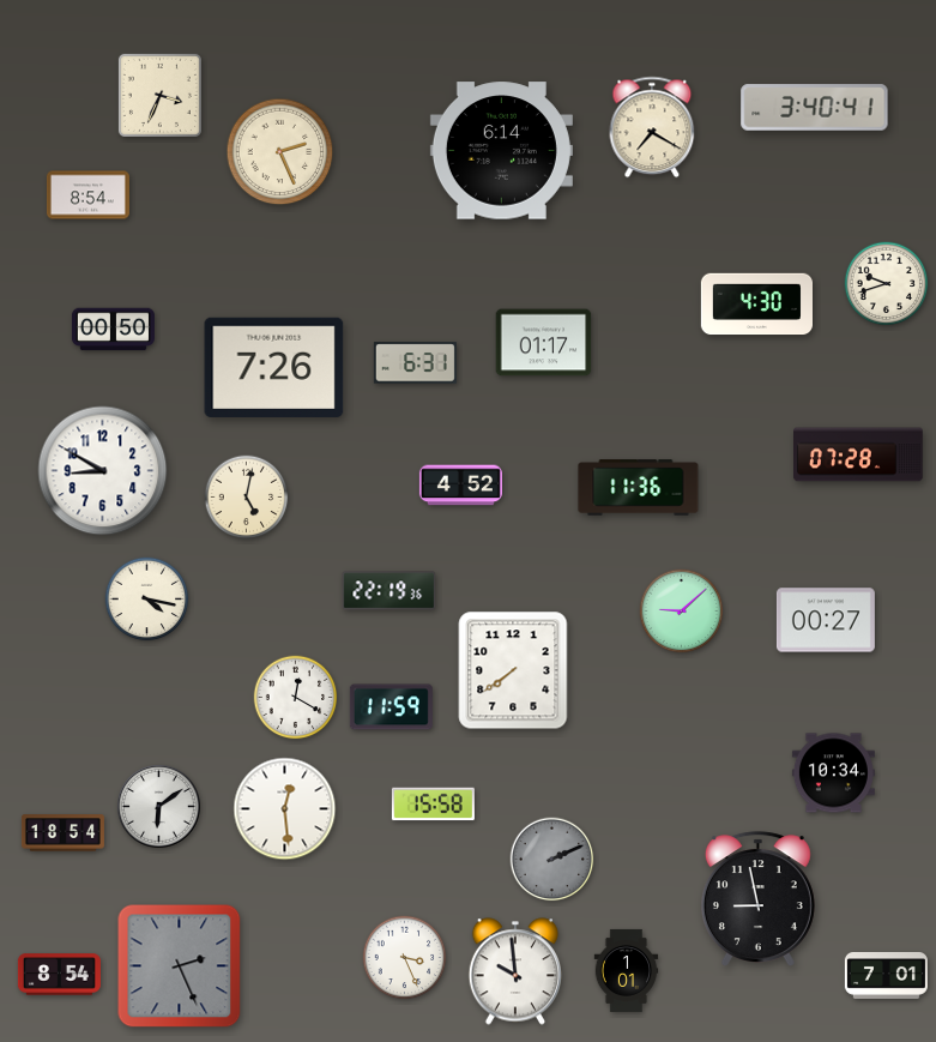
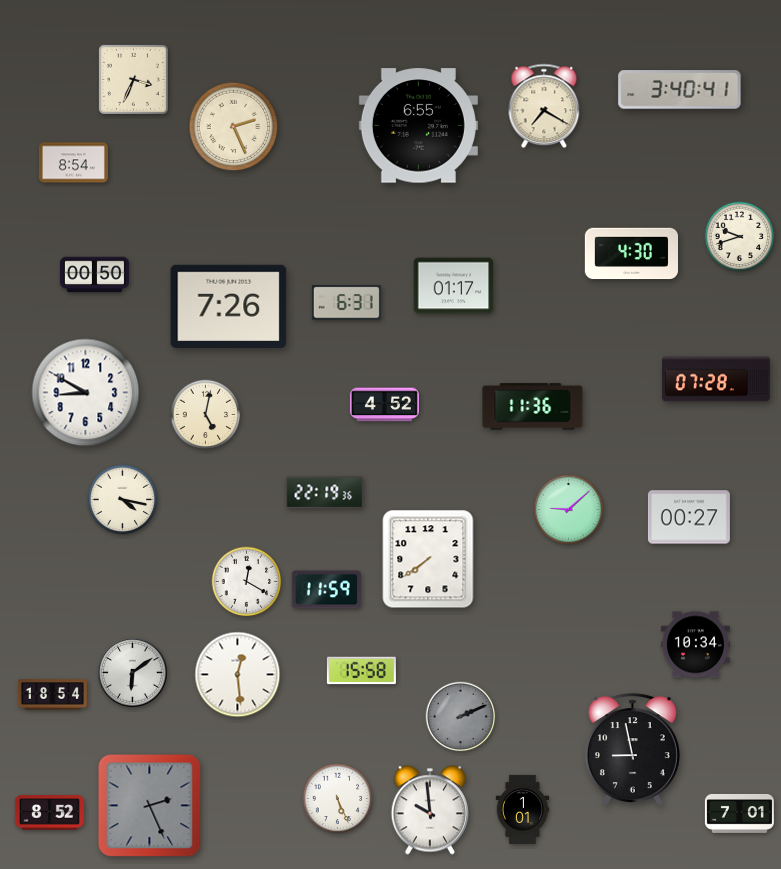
clock at (501, 151): 6:14 -> 6:55
clock at (405, 958): 3:26 -> 5:26
clock at (59, 975): 8:54 -> 8:52
